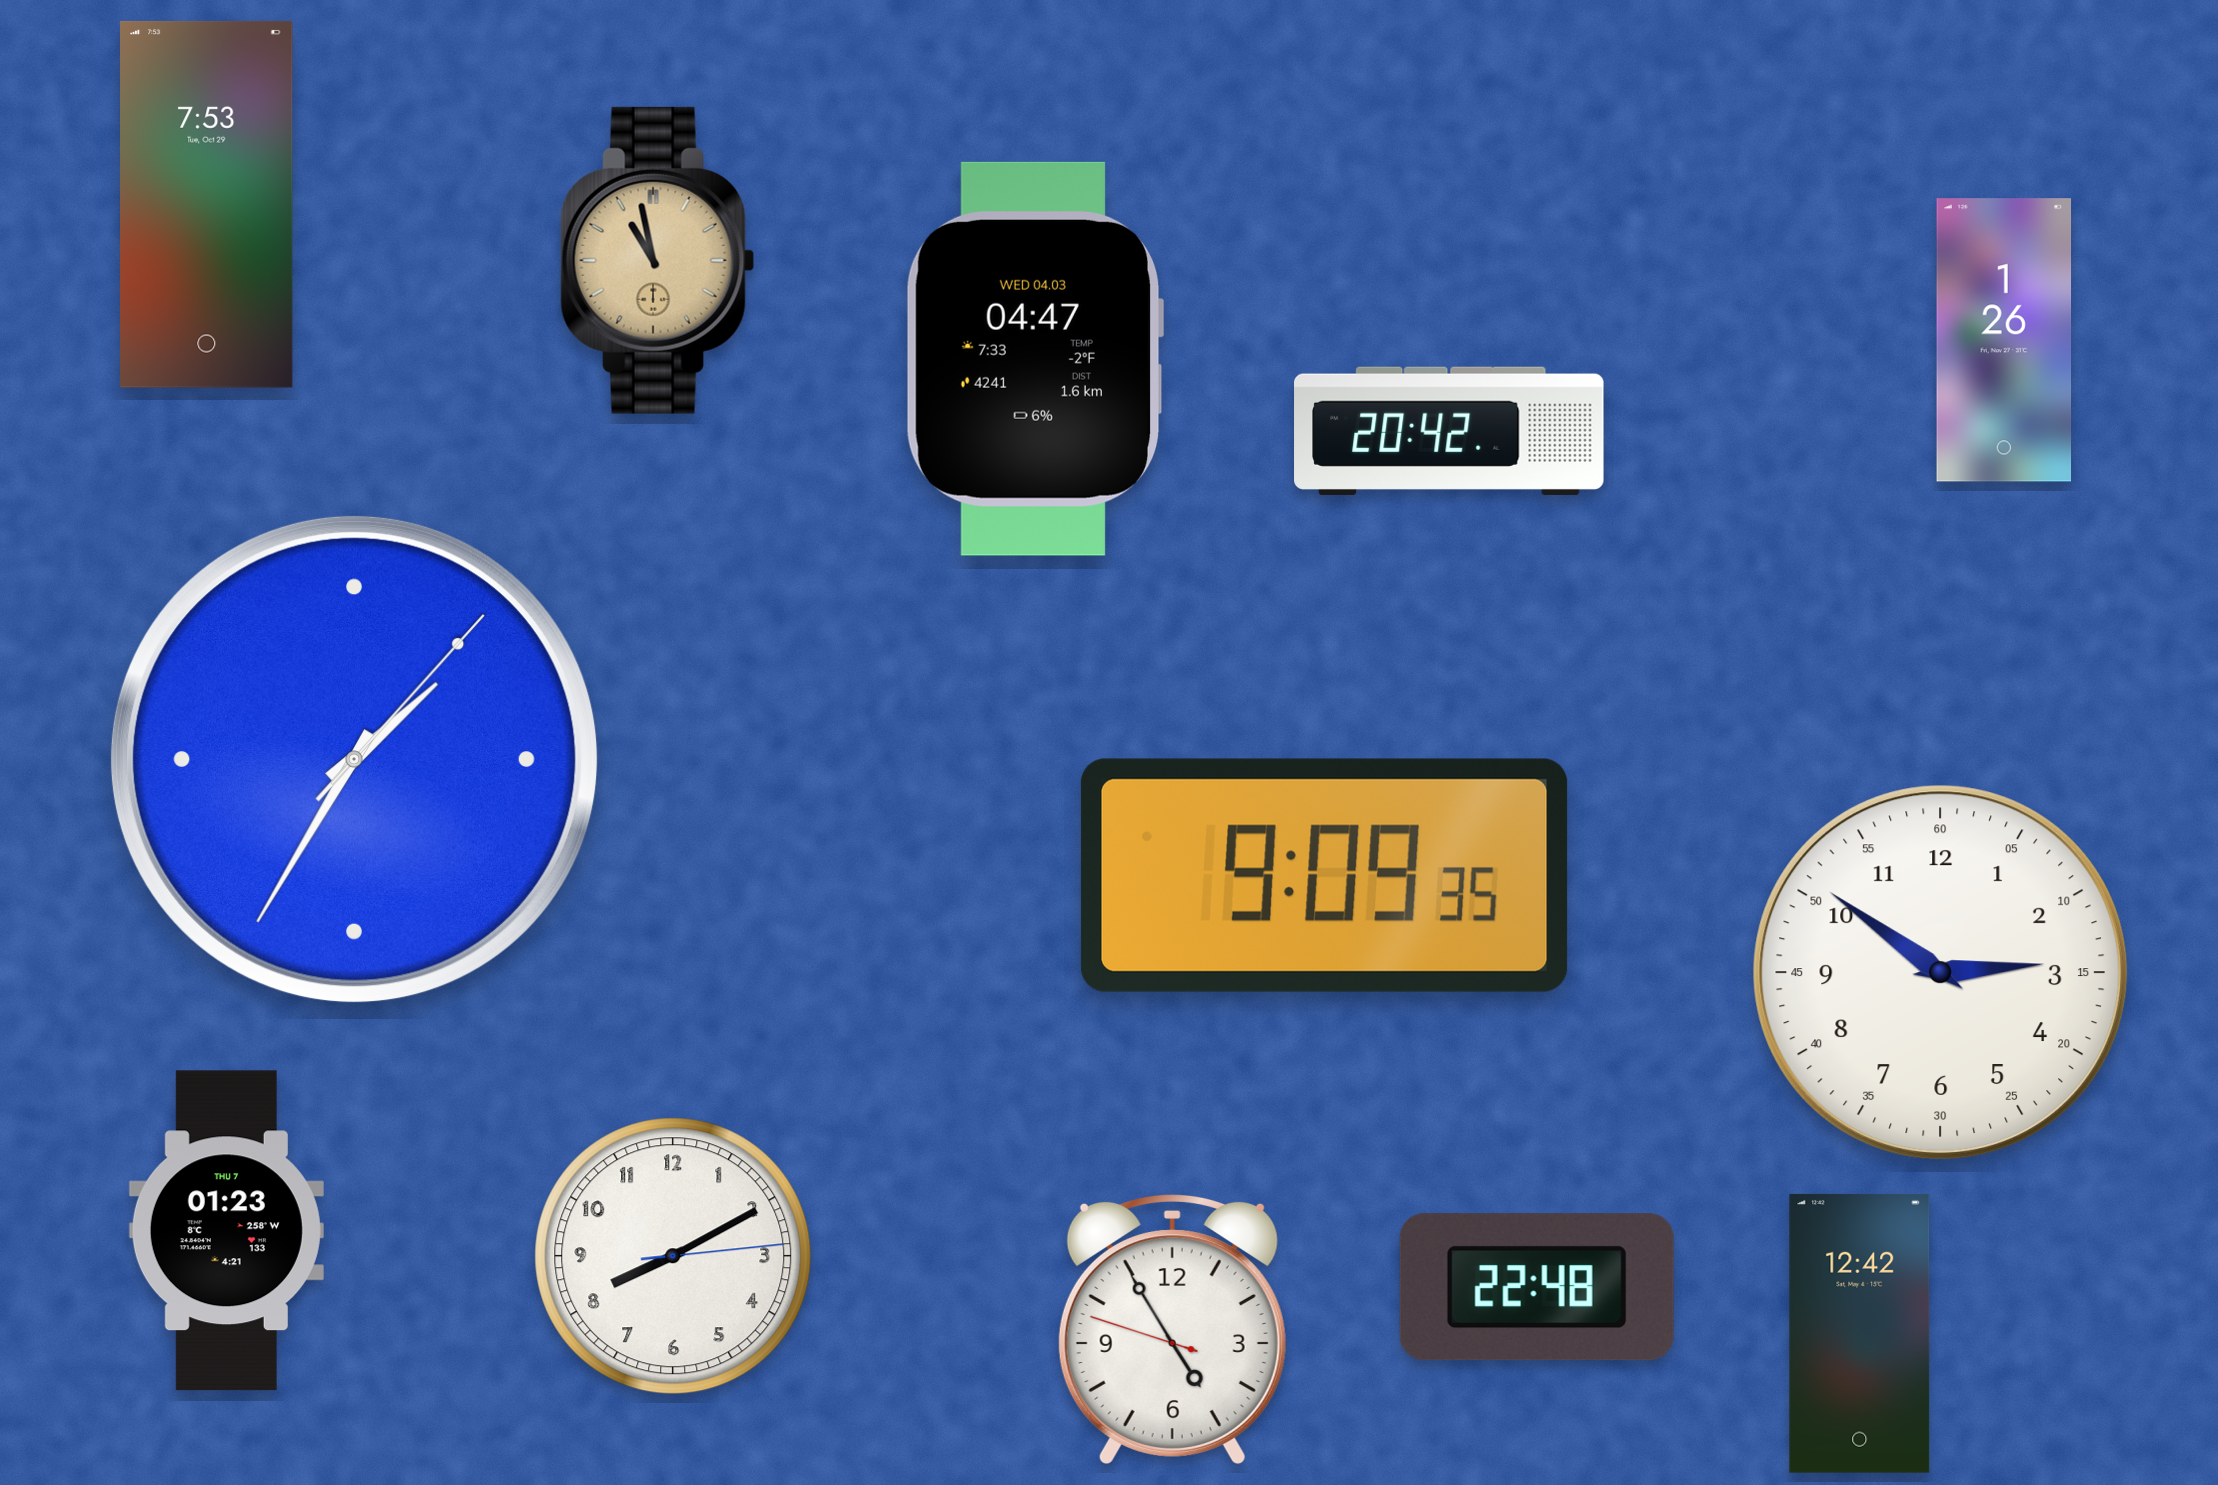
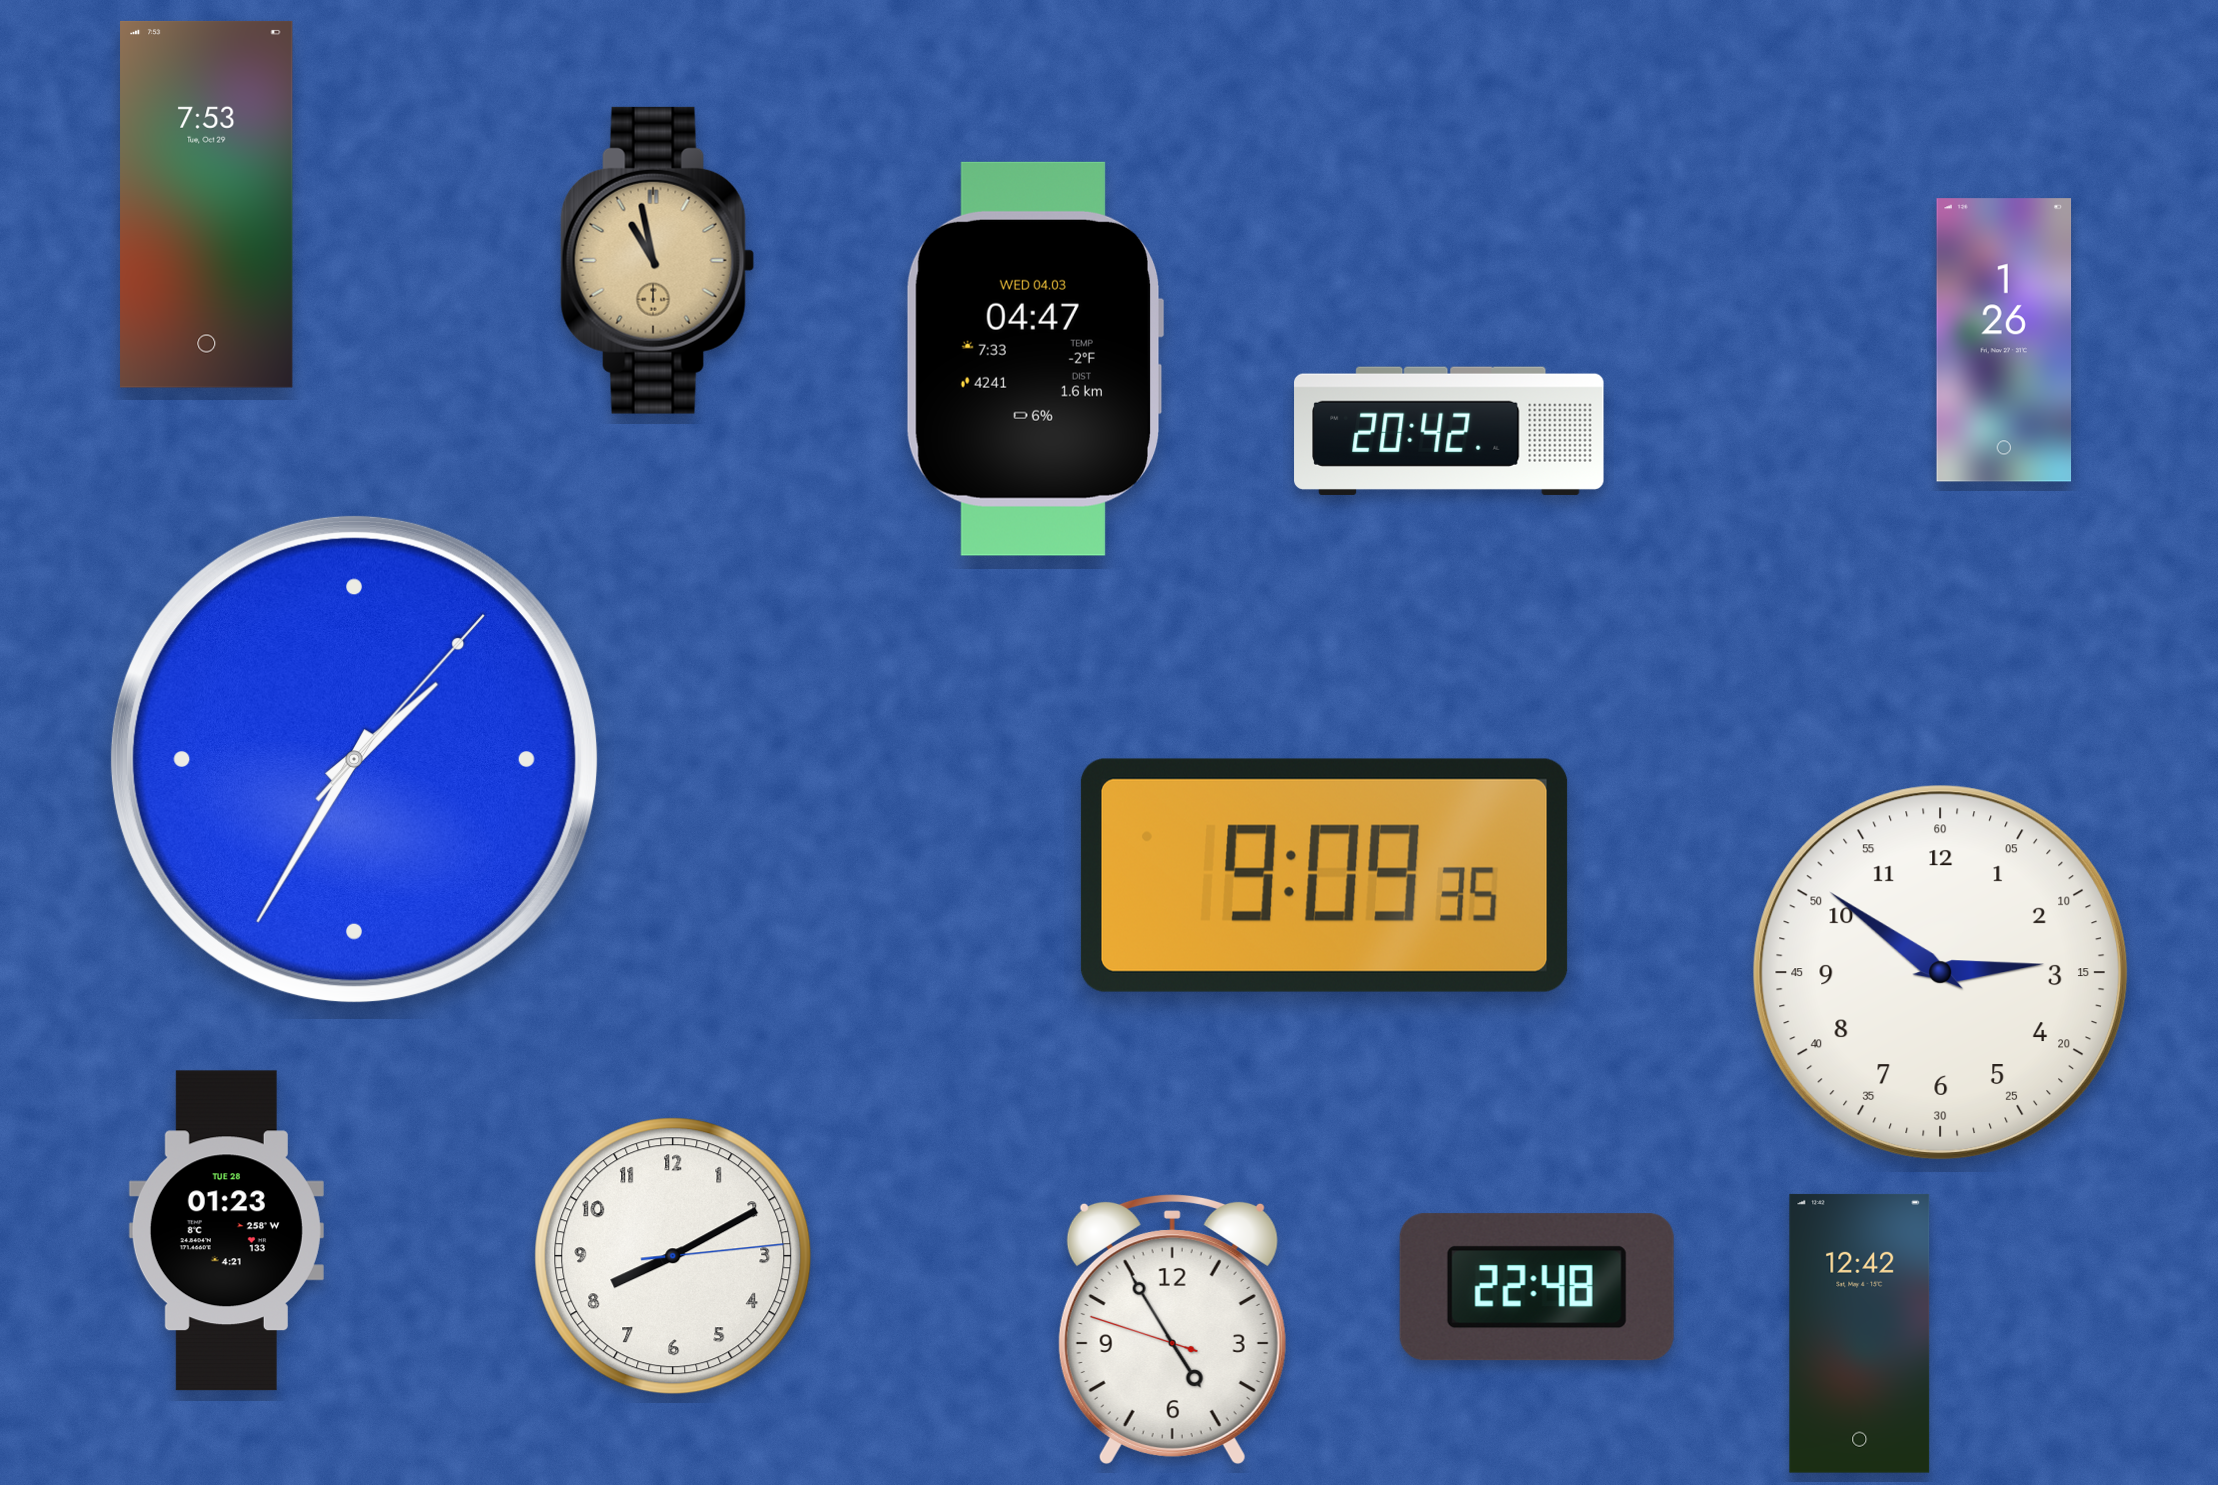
clock at (226, 1231) date: THU 7 -> TUE 28
